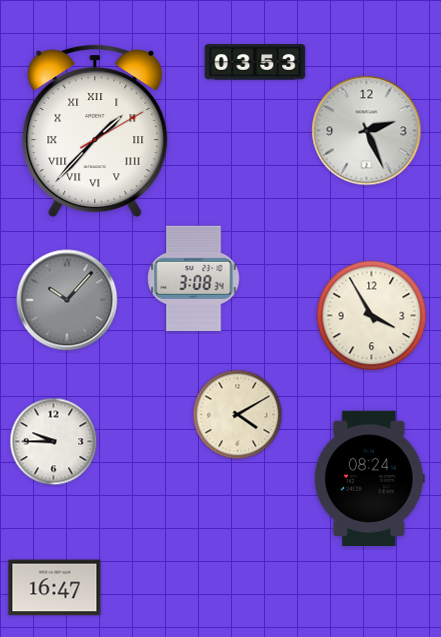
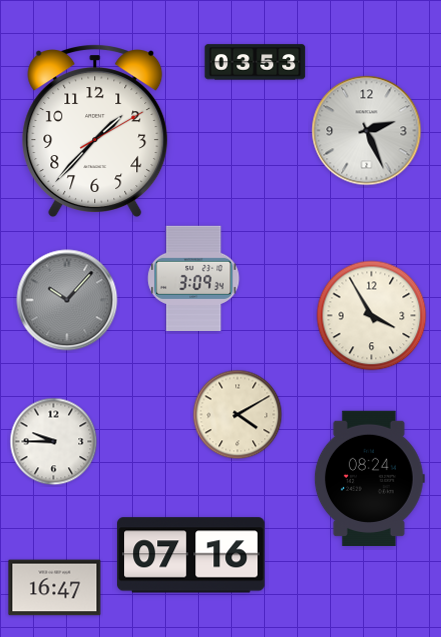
clock at (95, 131) numerals: Roman -> Arabic
clock at (194, 278): 3:08 -> 3:09
clock at (191, 555): none -> 07:16
